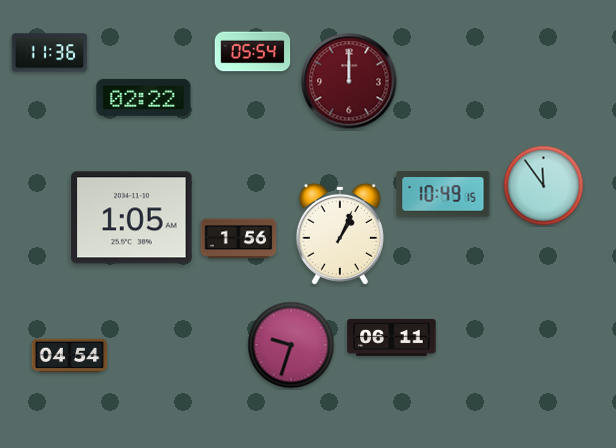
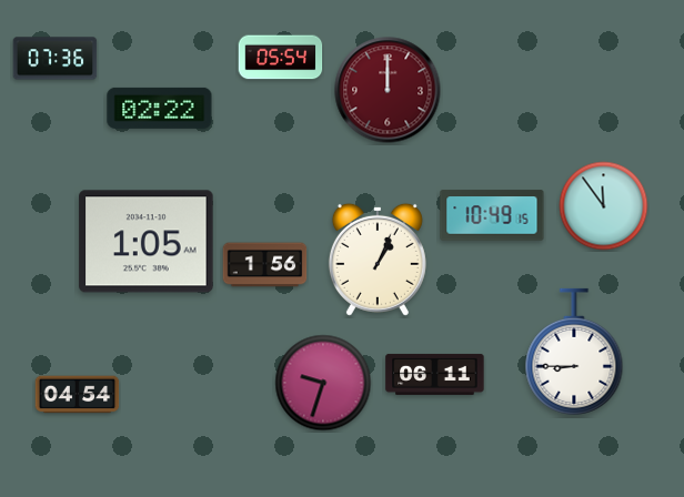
clock at (50, 53): 11:36 -> 07:36
clock at (574, 352): none -> 8:45
